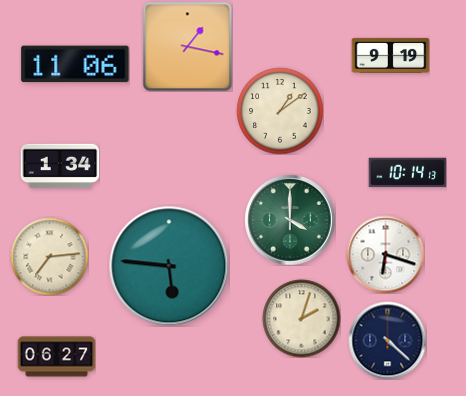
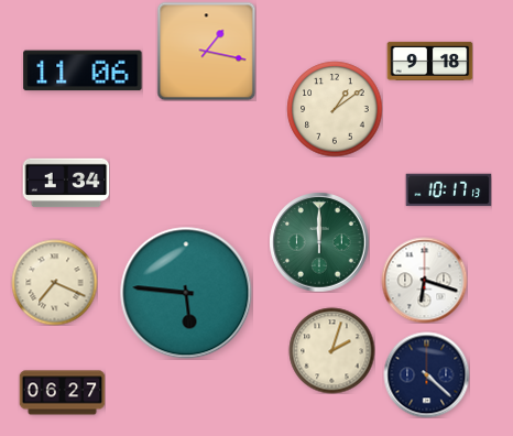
clock at (390, 55): 9:19 -> 9:18
clock at (280, 111) position: (280, 111) -> (335, 109)
clock at (407, 173): 10:14 -> 10:17
clock at (290, 220): 4:00 -> 12:00
clock at (49, 256): 7:14 -> 7:19
